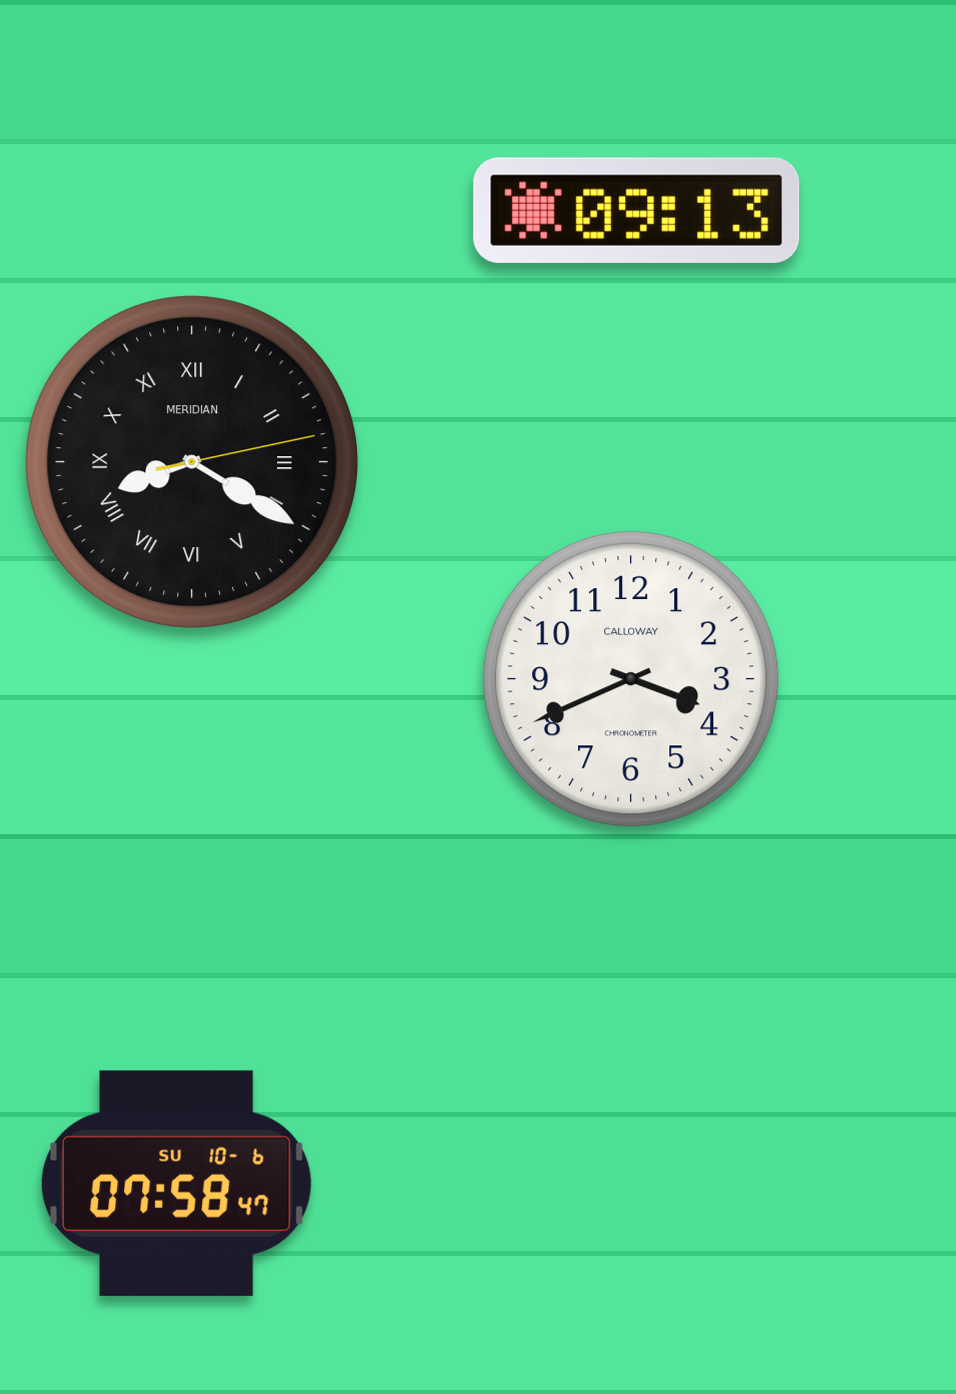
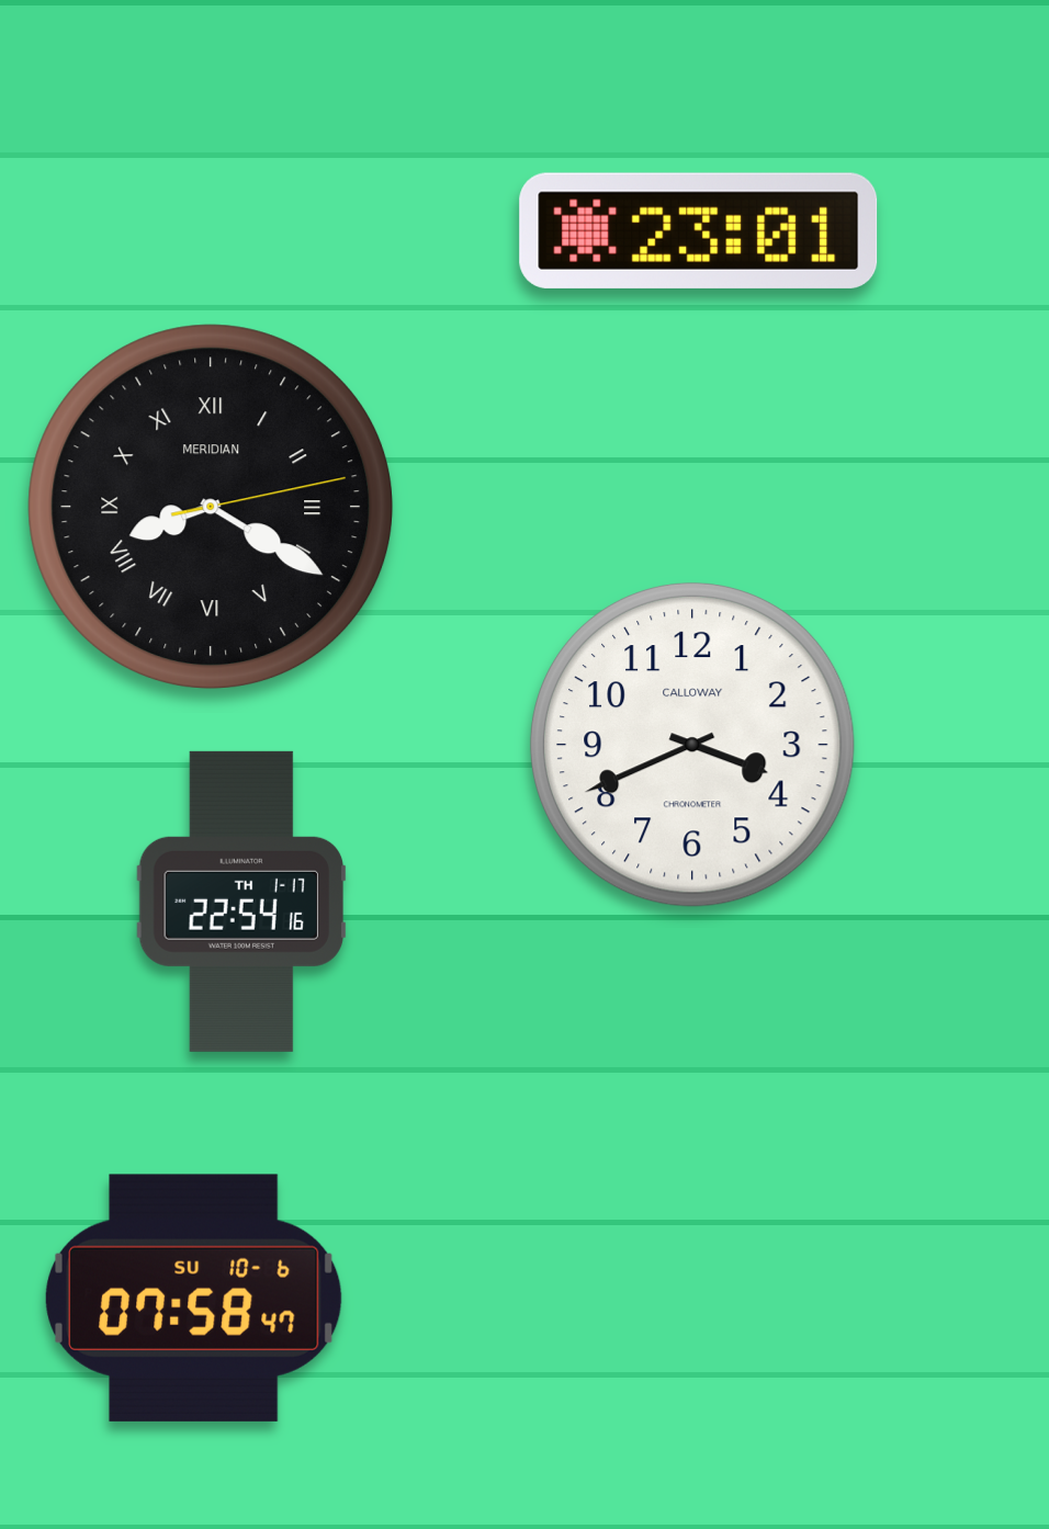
clock at (637, 210): 09:13 -> 23:01
clock at (240, 902): none -> 22:54
